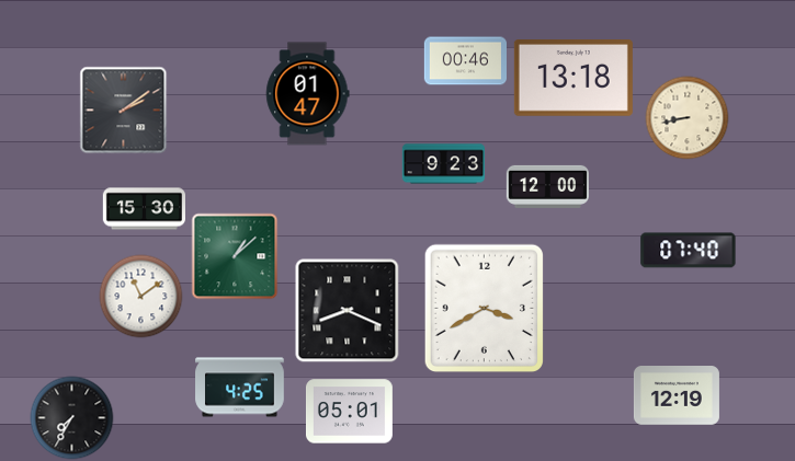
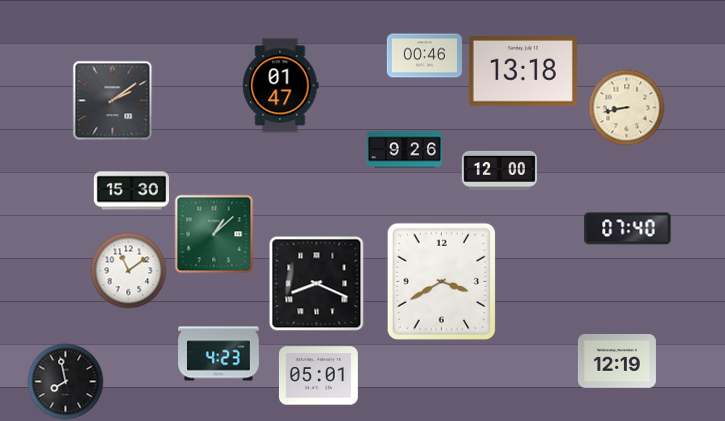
clock at (443, 164): 9:23 -> 9:26
clock at (240, 388): 4:25 -> 4:23
clock at (72, 418): 7:35 -> 7:58
